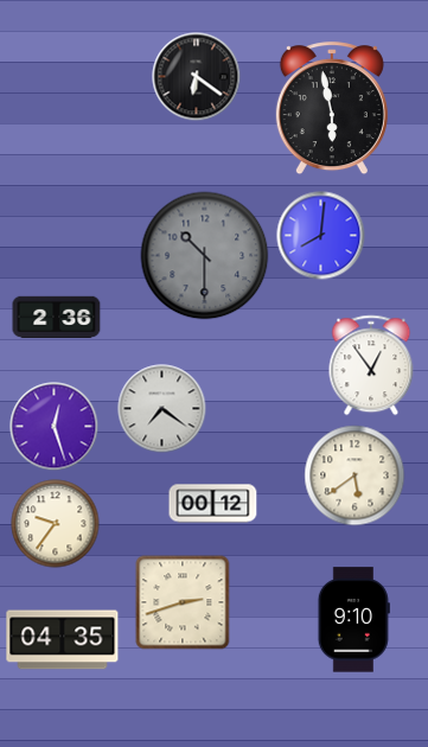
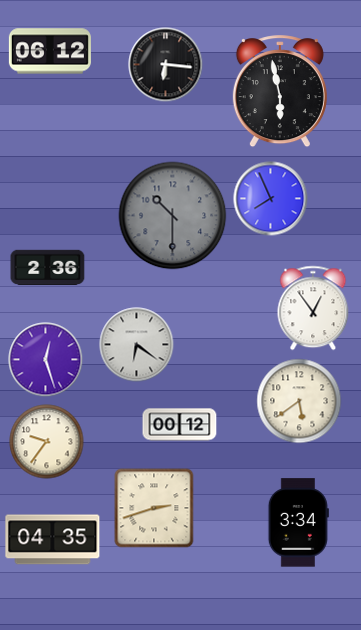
clock at (50, 51): none -> 06:12
clock at (197, 77): 6:21 -> 6:16
clock at (321, 236): 8:01 -> 7:56
clock at (162, 409): 7:21 -> 6:21
clock at (353, 620): 9:10 -> 3:34
